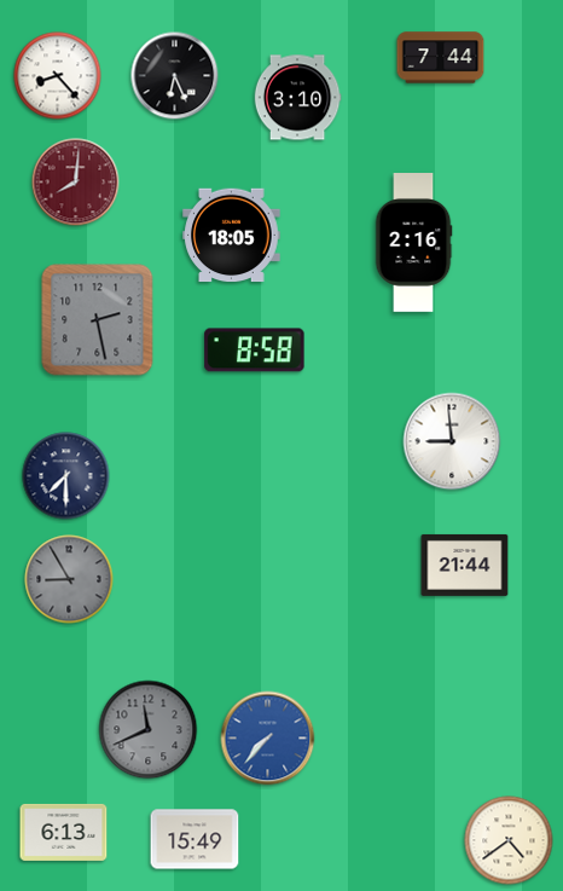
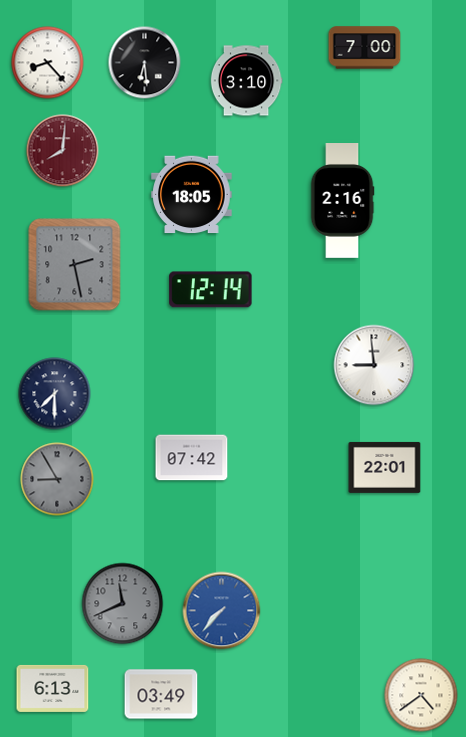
clock at (441, 58): 7:44 -> 7:00
clock at (175, 76): 6:26 -> 6:29
clock at (98, 320) position: (98, 320) -> (75, 265)
clock at (255, 351): 8:58 -> 12:14
clock at (192, 458): none -> 07:42
clock at (465, 565): 21:44 -> 22:01
clock at (195, 839): 15:49 -> 03:49
